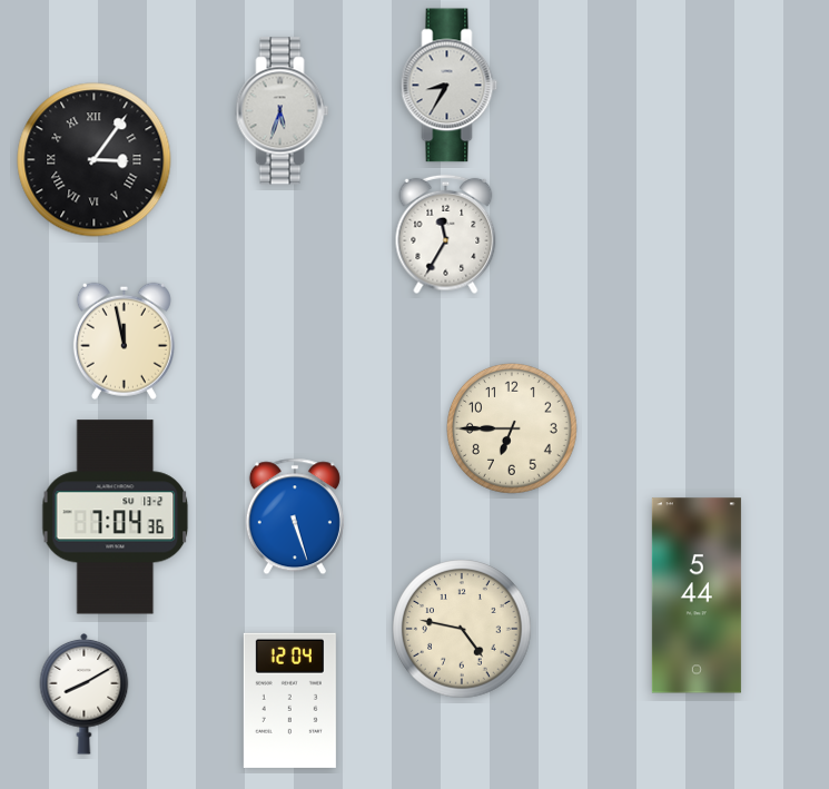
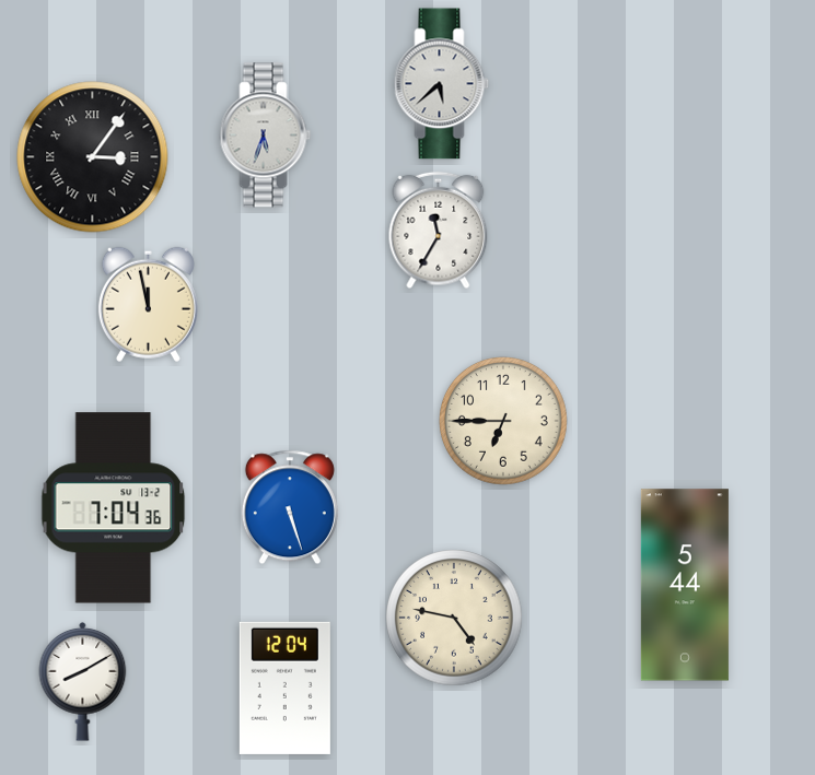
clock at (450, 86): 8:35 -> 5:38
clock at (283, 111) position: (283, 111) -> (266, 136)
clock at (124, 341) position: (124, 341) -> (148, 304)
